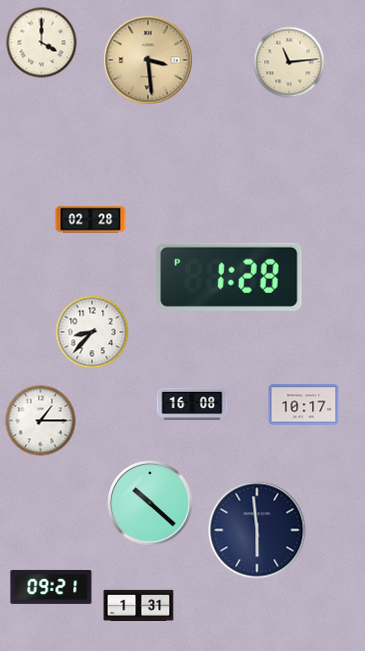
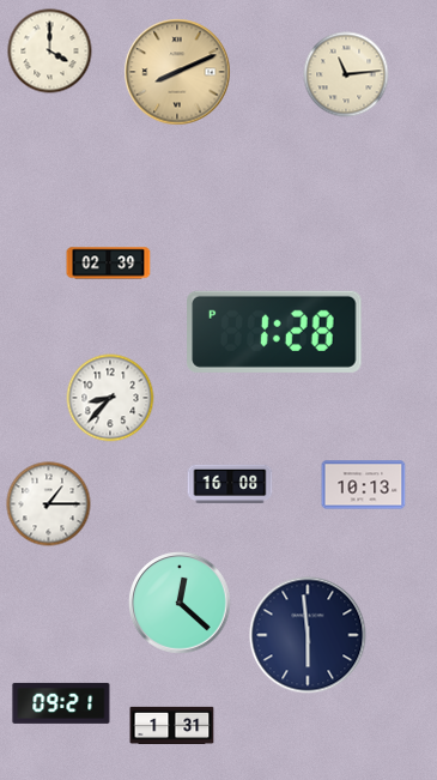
clock at (148, 60): 3:29 -> 8:11
clock at (91, 220): 02:28 -> 02:39
clock at (304, 405): 10:17 -> 10:13
clock at (150, 503): 10:22 -> 12:22
clock at (139, 605) position: (139, 605) -> (172, 725)
